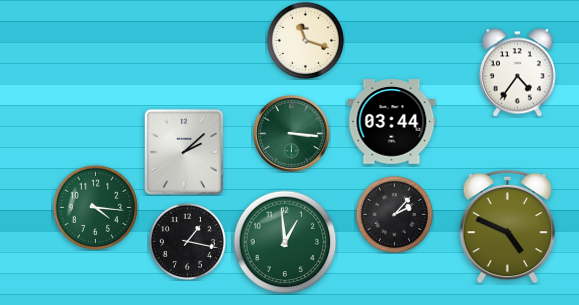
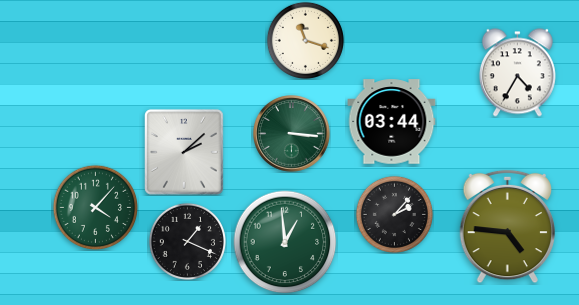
clock at (517, 73): 4:36 -> 4:35
clock at (95, 207): 4:16 -> 4:07
clock at (507, 227): 4:49 -> 4:46
clock at (187, 241): 1:17 -> 1:19
